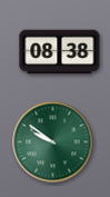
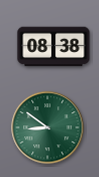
clock at (53, 142): 9:51 -> 8:51
